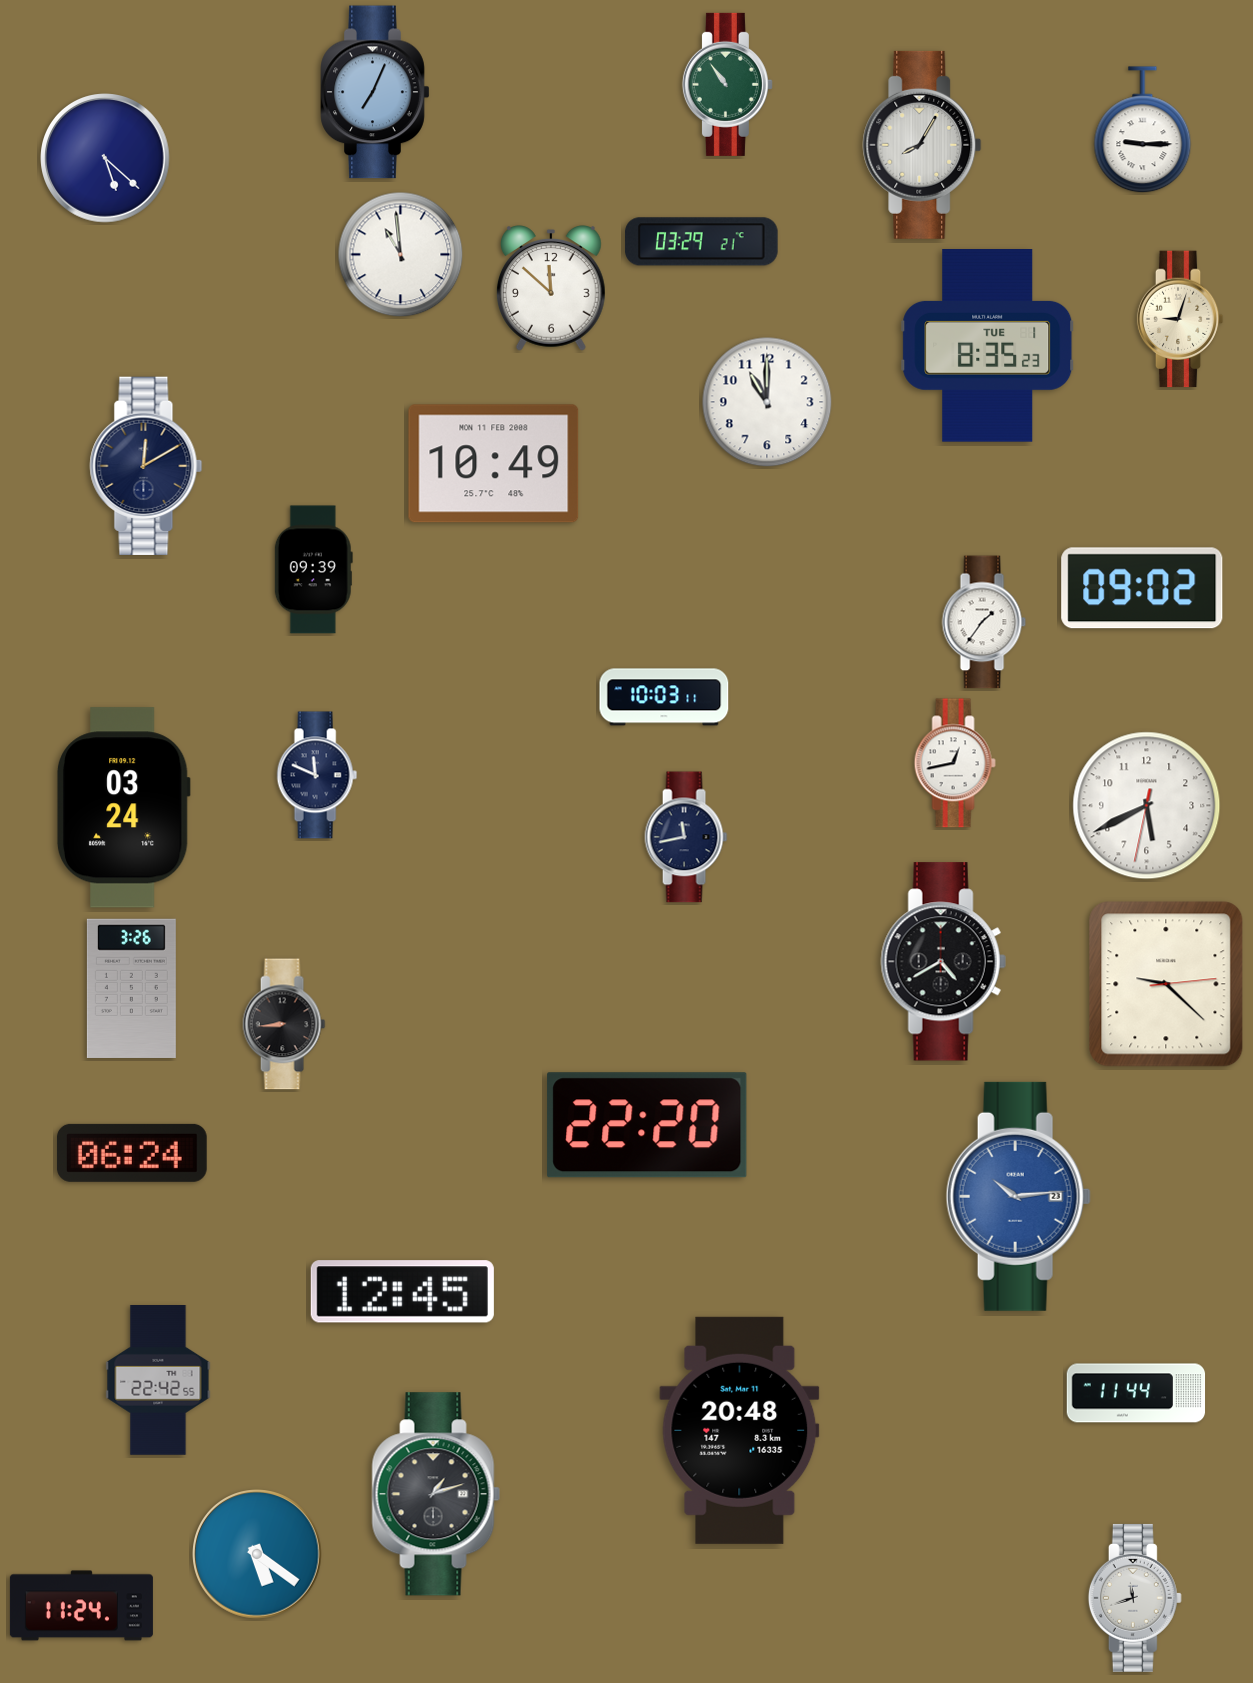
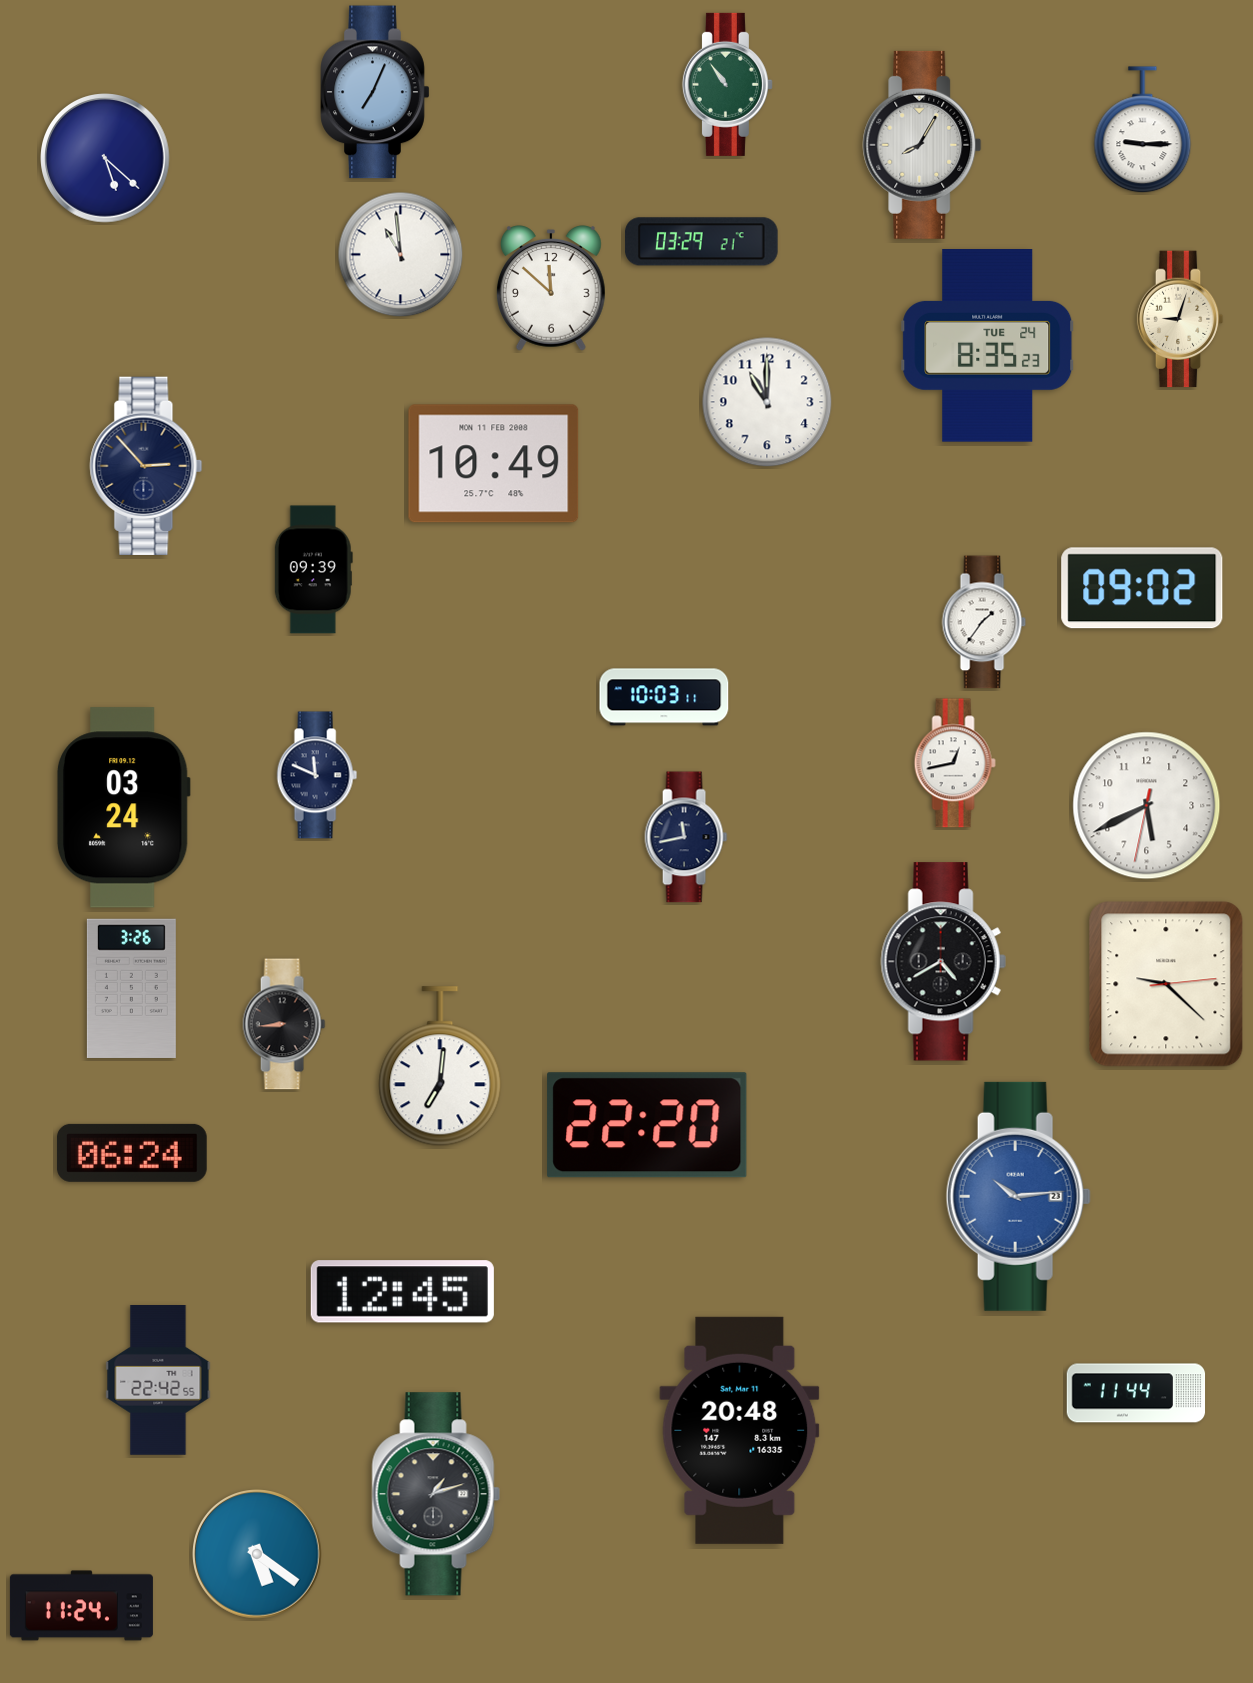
clock at (988, 346) date: TUE 1 -> TUE 24
clock at (146, 465): 12:10 -> 2:53
clock at (440, 1067): none -> 7:01
clock at (1135, 1598): 11:42 -> none
